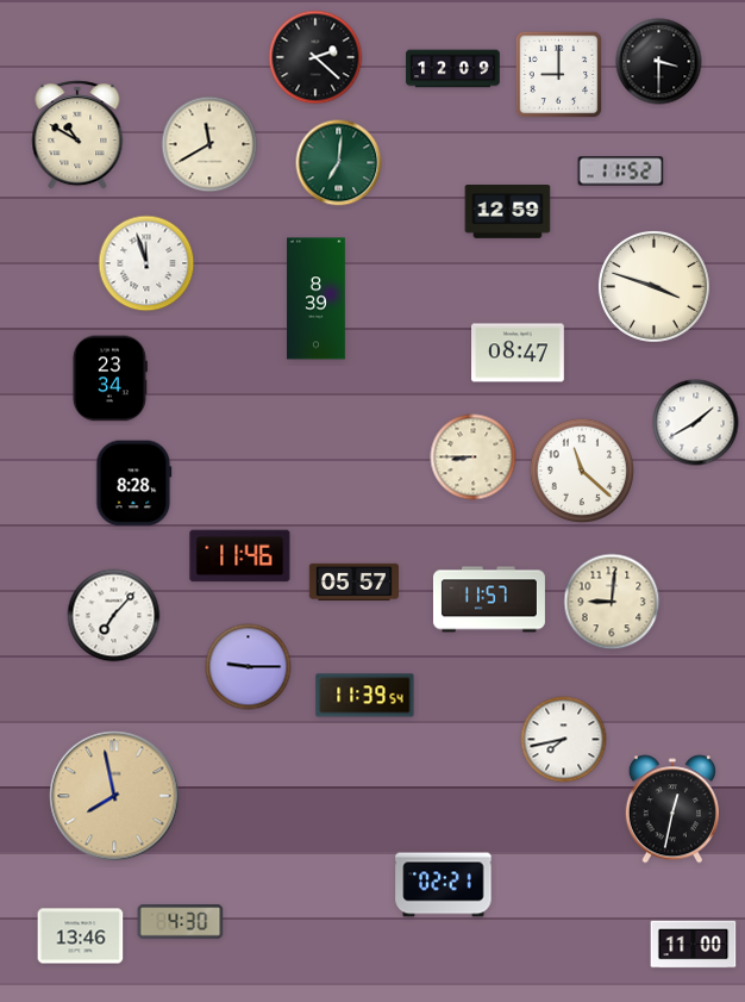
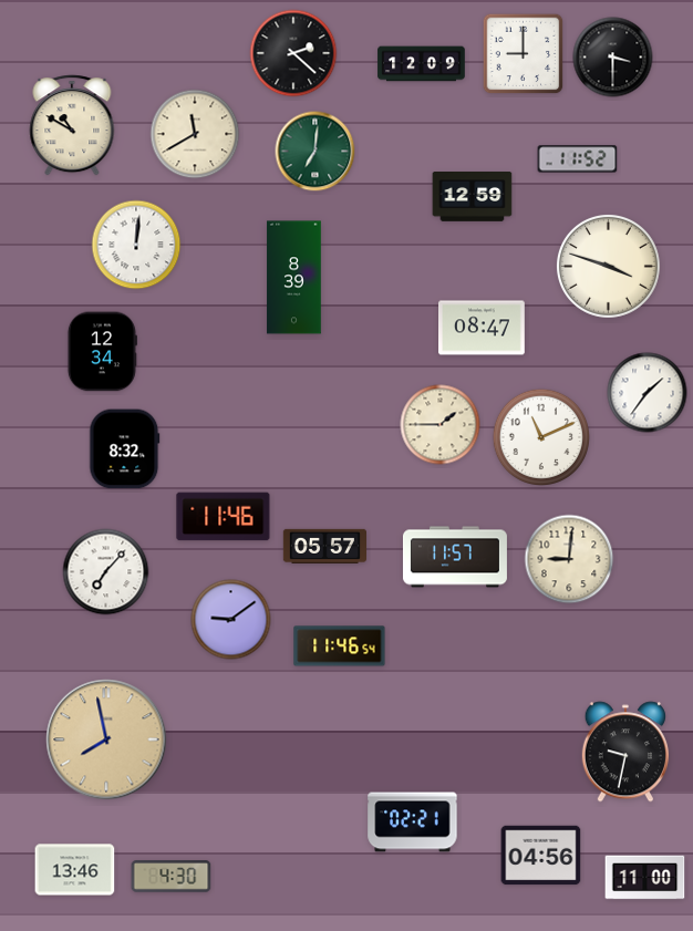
clock at (559, 75) position: (559, 75) -> (524, 54)
clock at (146, 263): 11:57 -> 12:01
clock at (109, 379): 23:34 -> 12:34
clock at (696, 423): 1:40 -> 1:36
clock at (474, 458): 8:45 -> 1:45
clock at (581, 469): 11:22 -> 11:11
clock at (134, 484): 8:28 -> 8:32
clock at (353, 581) position: (353, 581) -> (324, 546)
clock at (249, 667): 9:15 -> 9:09
clock at (365, 696): 11:39 -> 11:46
clock at (564, 740): 7:43 -> none
clock at (671, 809): 12:32 -> 9:32
clock at (541, 856): none -> 04:56
clock at (181, 922) position: (181, 922) -> (172, 877)
